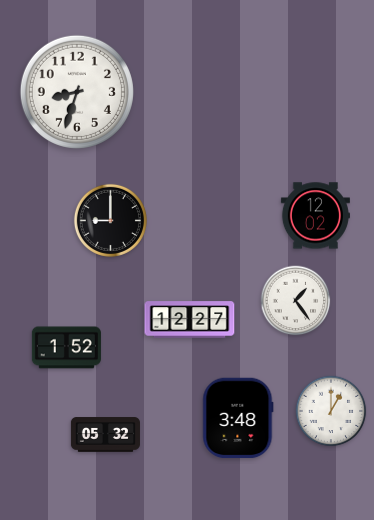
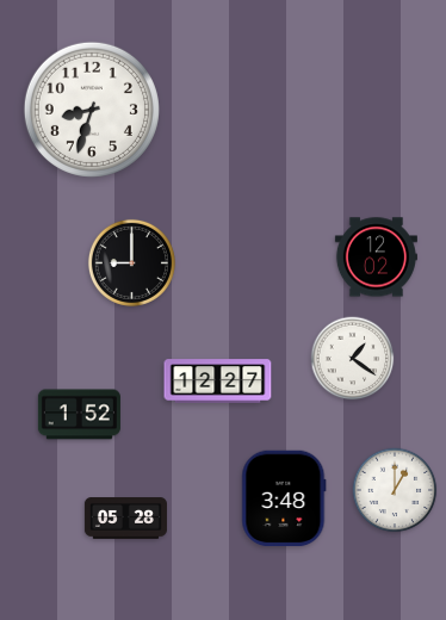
clock at (296, 301): 1:24 -> 1:21
clock at (190, 320) position: (190, 320) -> (218, 382)
clock at (105, 435): 05:32 -> 05:28
